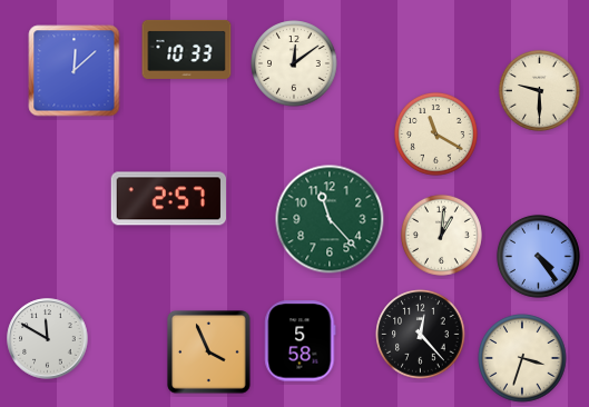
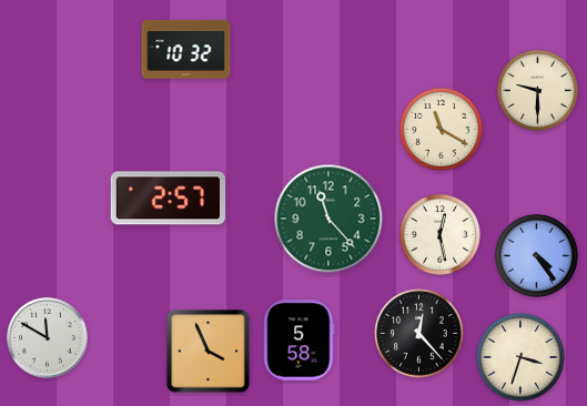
clock at (187, 49): 10:33 -> 10:32
clock at (294, 63): 12:09 -> none
clock at (75, 71): 12:08 -> none
clock at (435, 133) position: (435, 133) -> (441, 129)
clock at (441, 235): 1:01 -> 12:28
